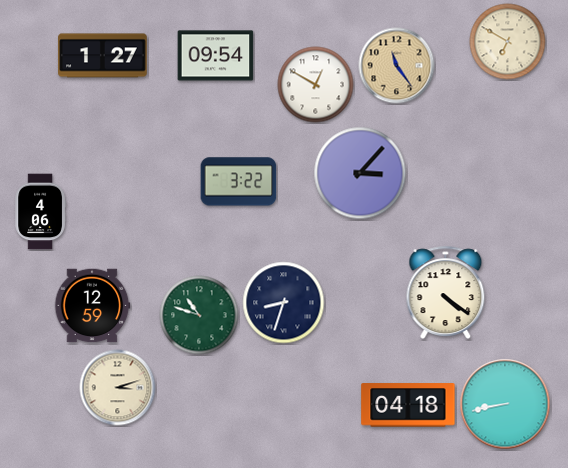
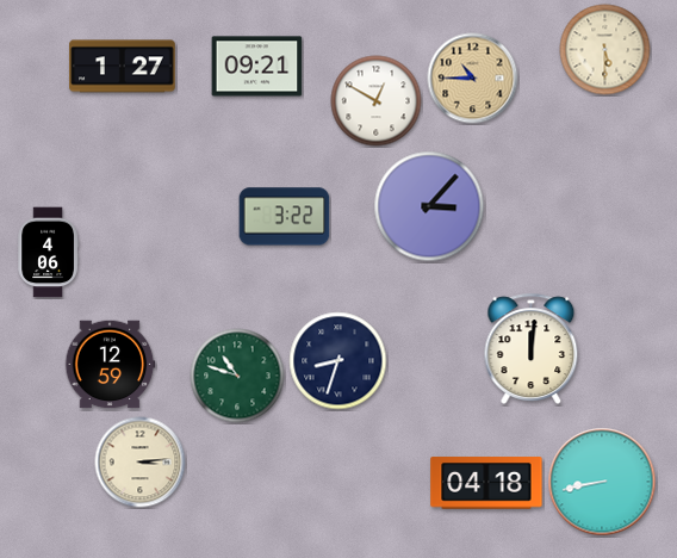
clock at (508, 42): 6:50 -> 5:30
clock at (216, 56): 09:54 -> 09:21
clock at (397, 66): 11:24 -> 10:45
clock at (446, 292): 4:21 -> 12:01
clock at (118, 388): 3:12 -> 3:14
